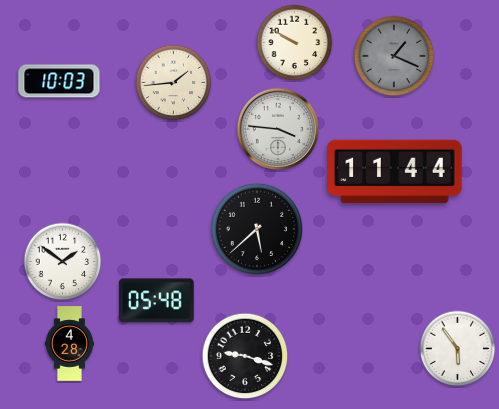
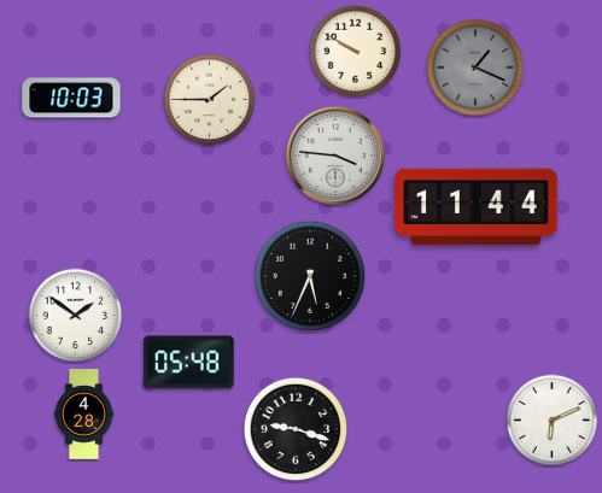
clock at (174, 83): 1:44 -> 1:45
clock at (257, 229): 5:38 -> 5:34
clock at (458, 349): 5:54 -> 6:11
